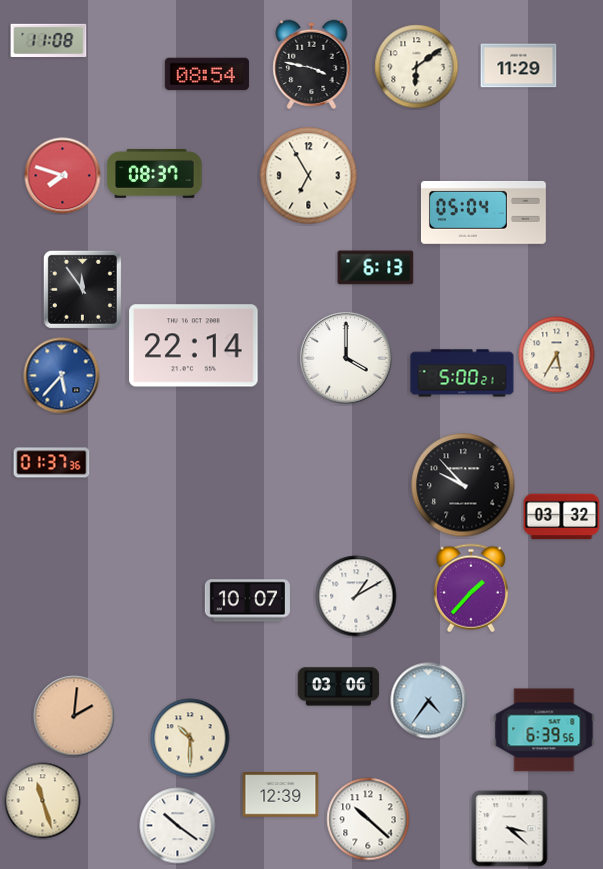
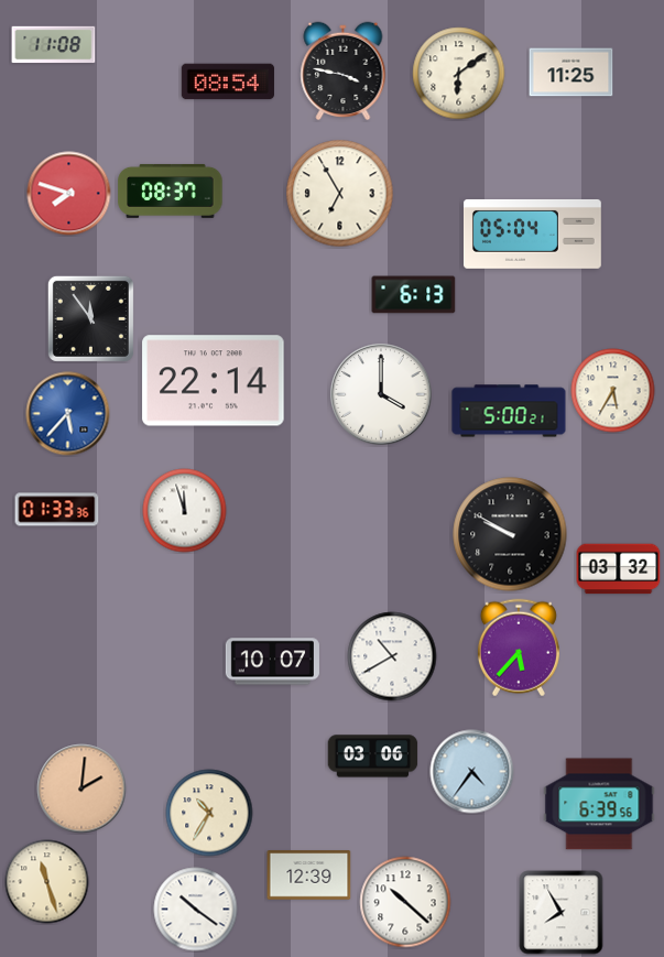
clock at (519, 66): 11:29 -> 11:25
clock at (52, 463): 01:37 -> 01:33
clock at (185, 511): none -> 11:57
clock at (463, 485): 9:53 -> 9:50
clock at (471, 588): 1:37 -> 5:37
clock at (356, 596): 1:10 -> 10:40
clock at (190, 738): 10:30 -> 10:35
clock at (510, 829): 3:22 -> 7:55
